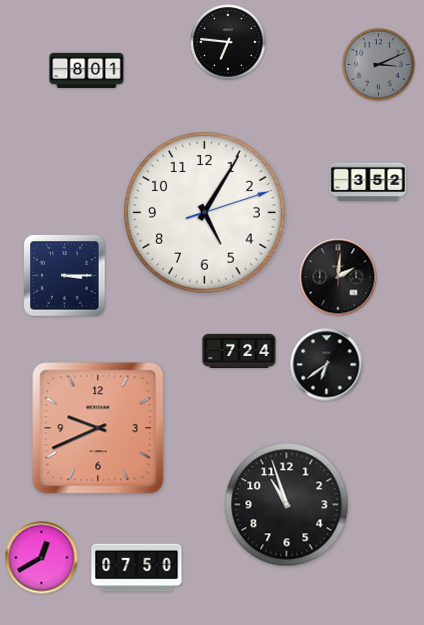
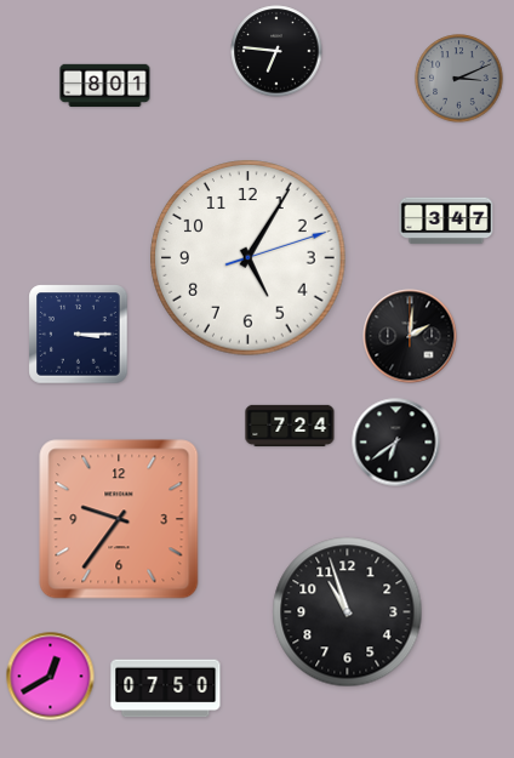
clock at (368, 182): 3:52 -> 3:47
clock at (98, 428): 9:41 -> 9:36
